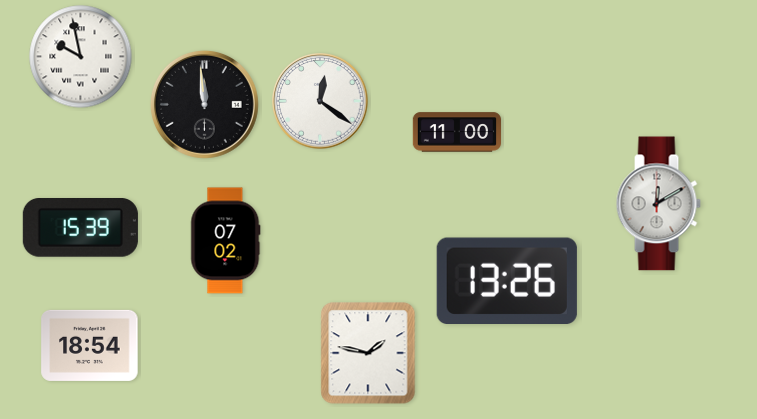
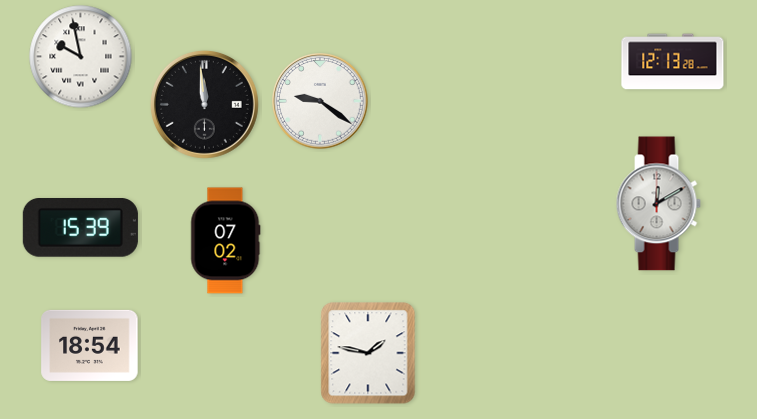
clock at (673, 62): none -> 12:13
clock at (320, 101): 12:21 -> 9:21
clock at (457, 132): 11:00 -> none
clock at (507, 281): 13:26 -> none
